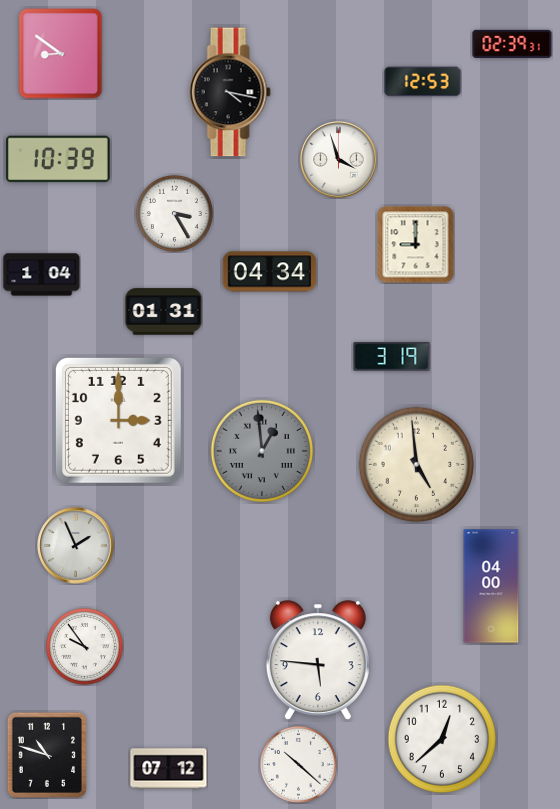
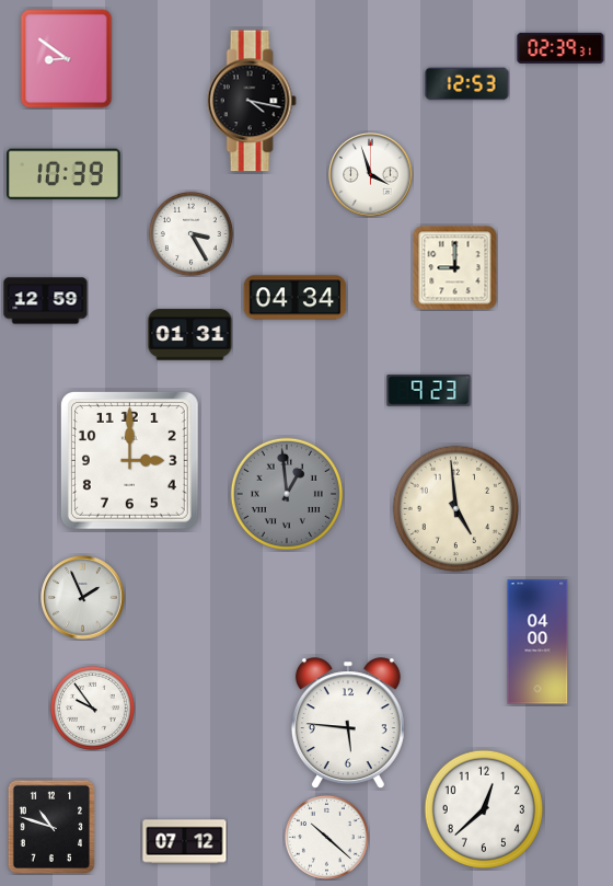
clock at (423, 82) position: (423, 82) -> (467, 84)
clock at (42, 275): 1:04 -> 12:59
clock at (164, 312) position: (164, 312) -> (190, 335)
clock at (392, 357): 3:19 -> 9:23
